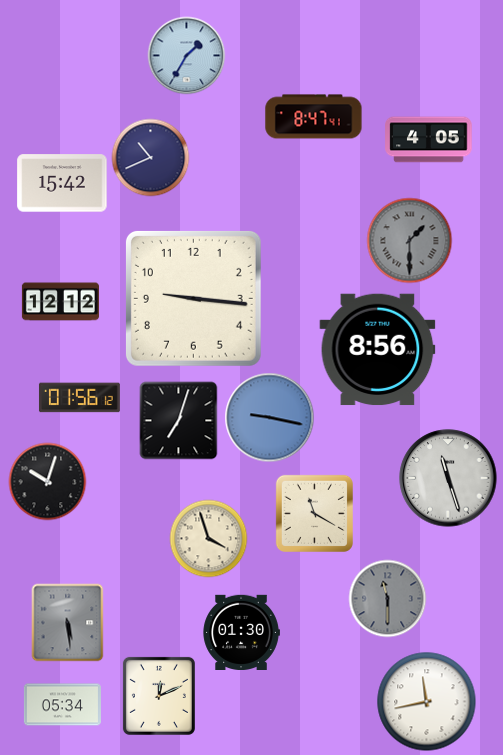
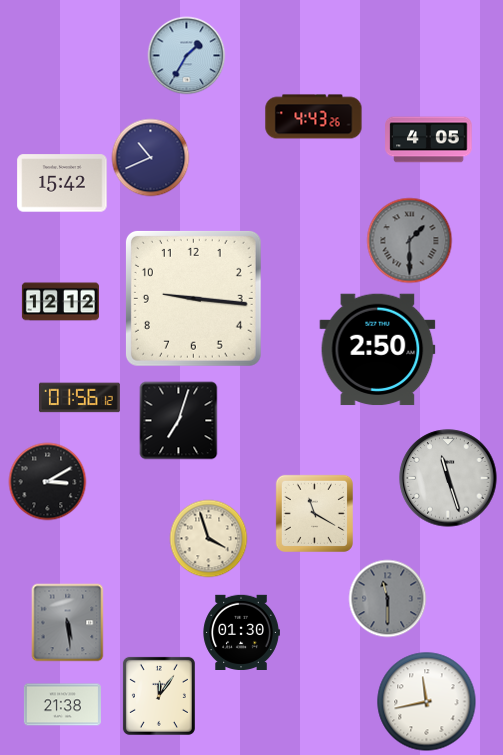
clock at (314, 117): 8:47 -> 4:43
clock at (378, 350): 8:56 -> 2:50
clock at (269, 417): 9:17 -> none
clock at (47, 481): 10:03 -> 3:10
clock at (159, 696): 12:11 -> 12:06
clock at (62, 705): 05:34 -> 21:38
